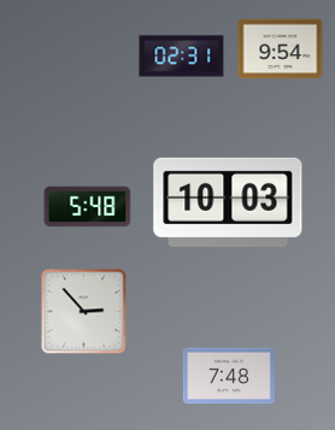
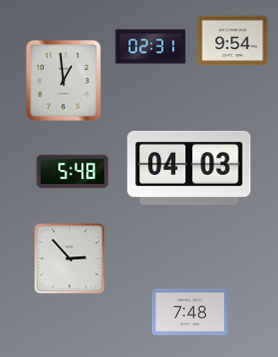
clock at (63, 80): none -> 12:59
clock at (228, 202): 10:03 -> 04:03
